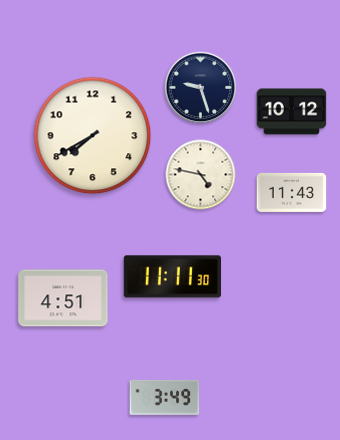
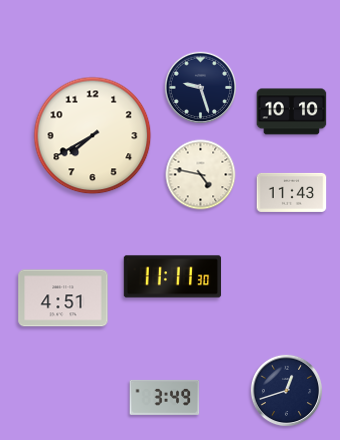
clock at (292, 112): 10:12 -> 10:10
clock at (287, 391): none -> 12:42
